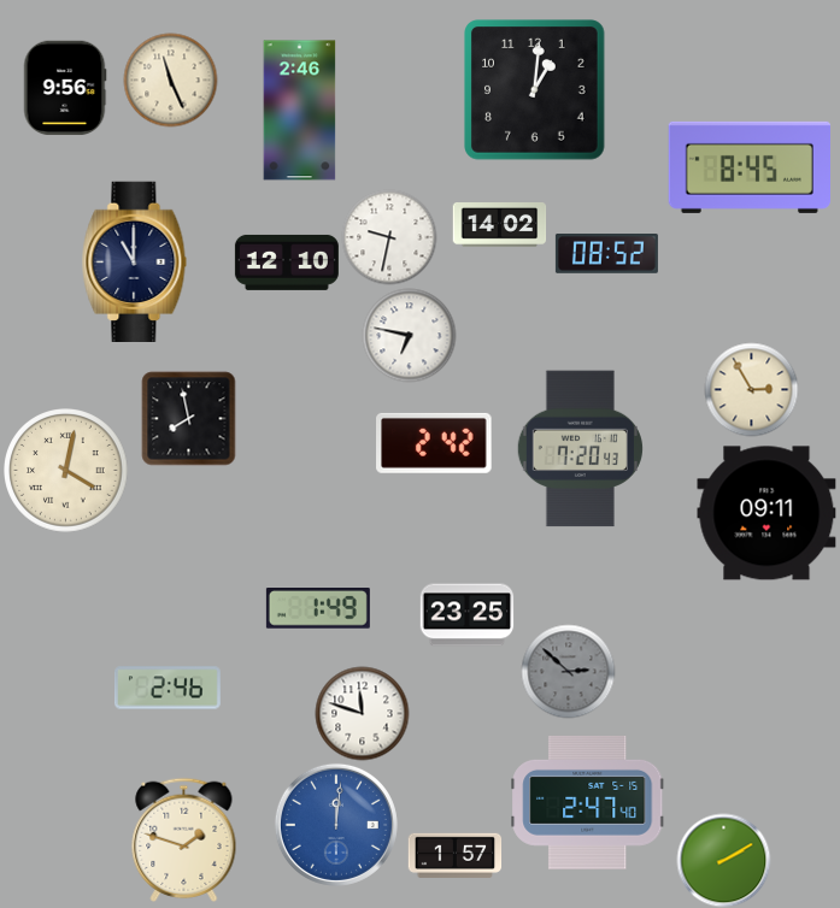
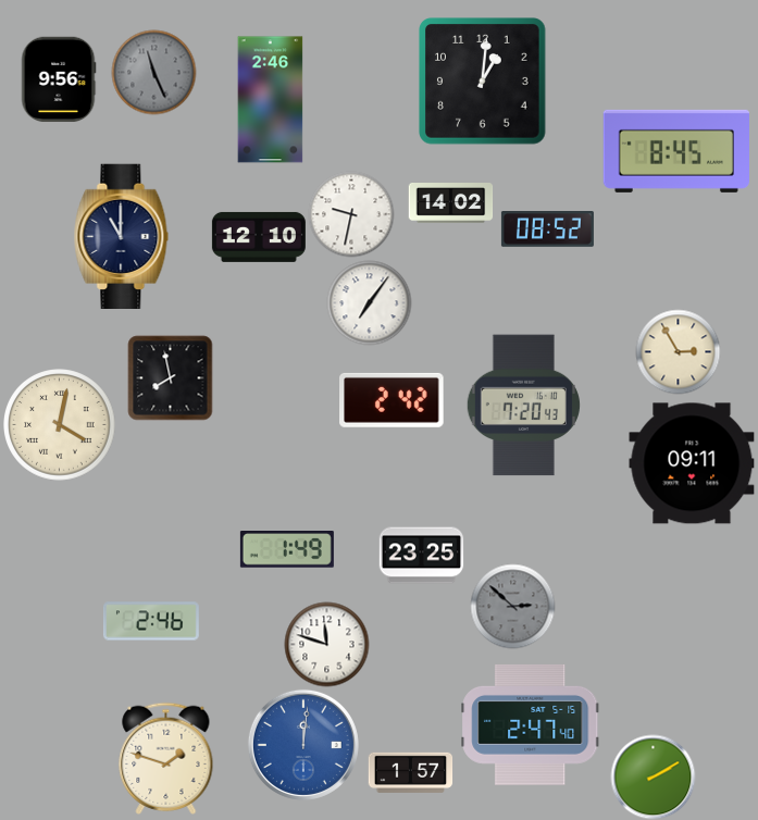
clock at (170, 79) dial: cream -> grey
clock at (409, 335): 6:47 -> 7:06
